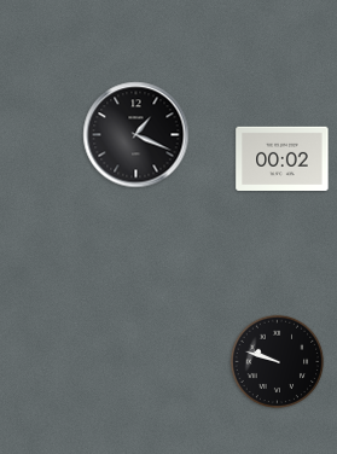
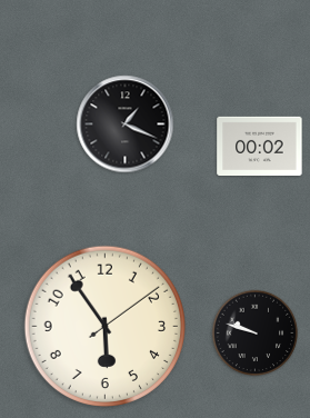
clock at (104, 326): none -> 5:54
